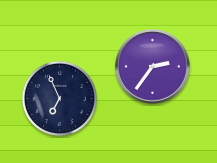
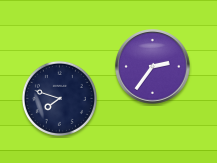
clock at (59, 98): 6:56 -> 7:48
